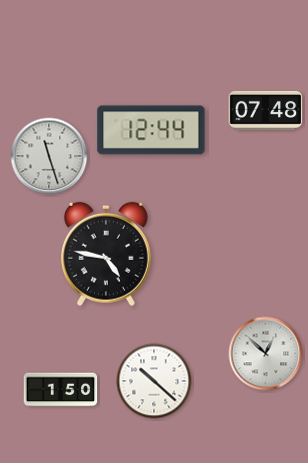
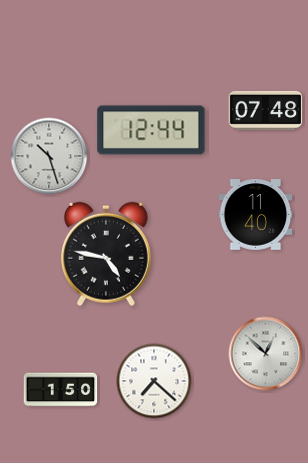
clock at (49, 156): 11:27 -> 10:27
clock at (256, 215): none -> 11:40
clock at (154, 381): 10:22 -> 7:22
